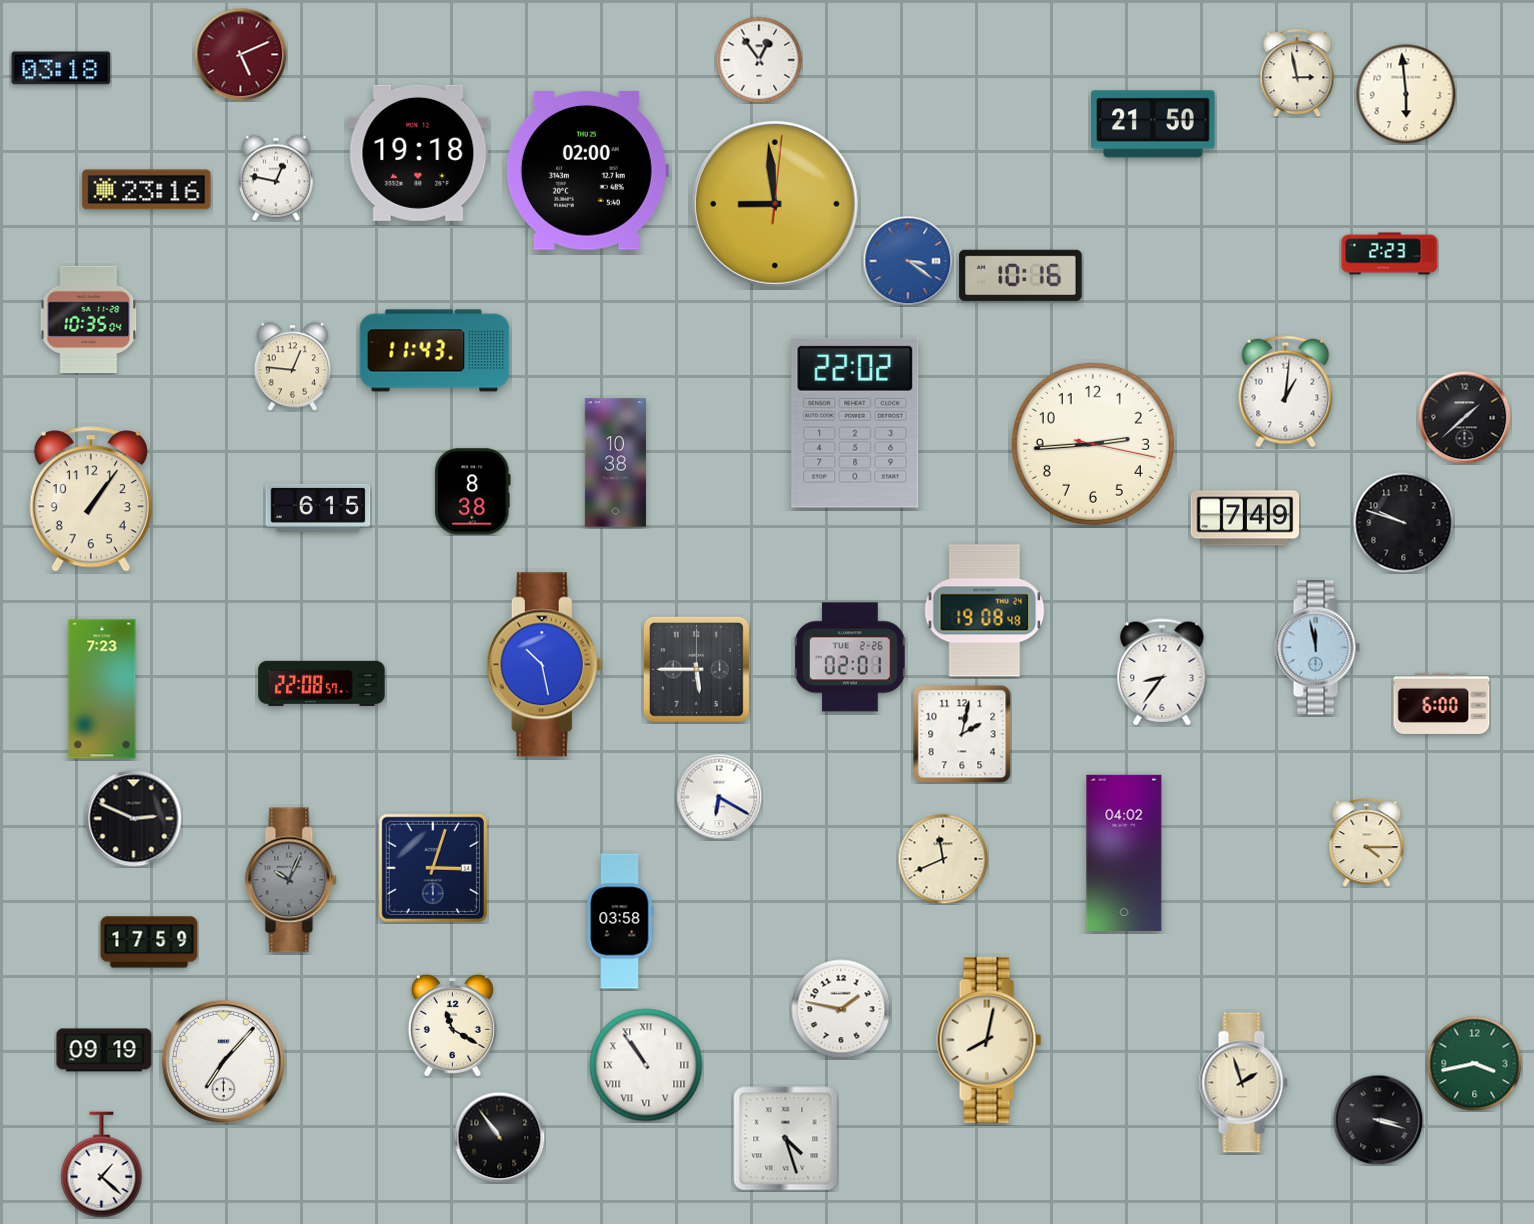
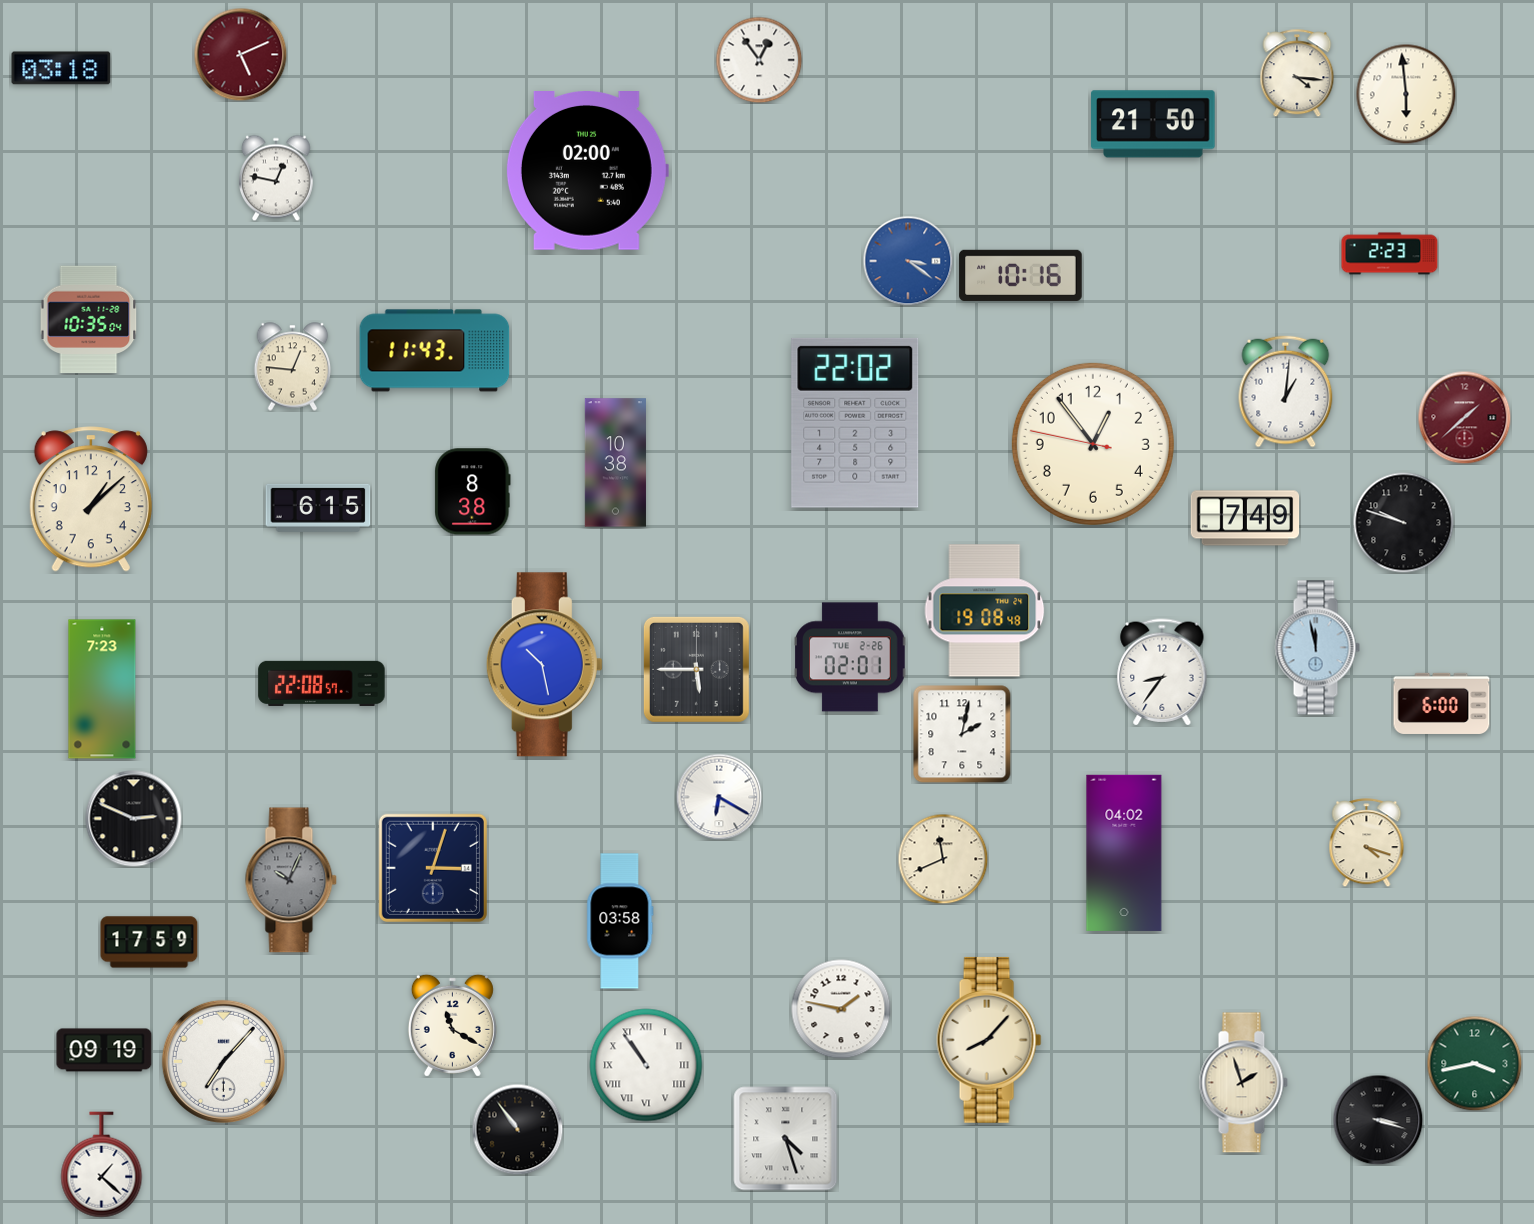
clock at (1297, 73): 2:58 -> 4:16
clock at (418, 153): 19:18 -> none
clock at (147, 190): 23:16 -> none
clock at (775, 204): 8:59 -> none
clock at (1464, 417) dial: black -> burgundy
clock at (1093, 444): 2:44 -> 12:53
clock at (91, 499): 1:06 -> 1:08
clock at (1367, 843): 4:15 -> 4:18
clock at (989, 1040): 8:02 -> 8:07
clock at (499, 1137) position: (499, 1137) -> (517, 1129)
